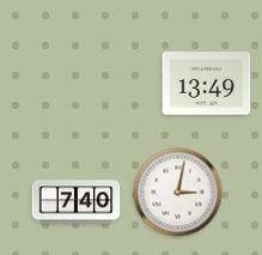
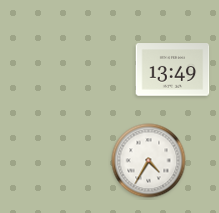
clock at (178, 193): 3:02 -> 4:35
clock at (77, 202): 7:40 -> none
